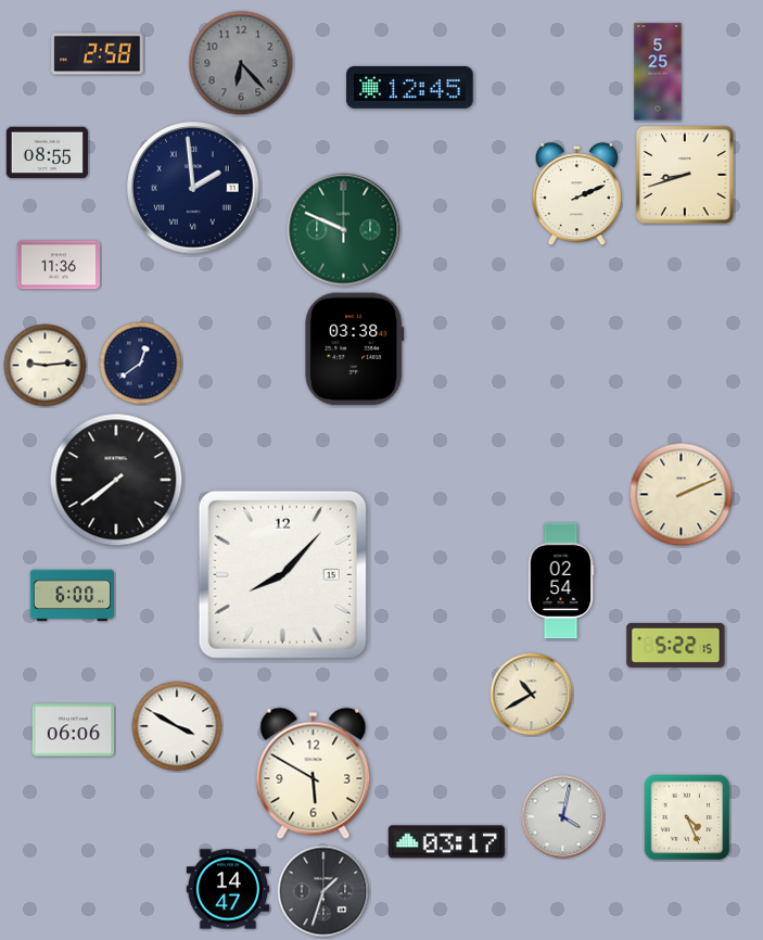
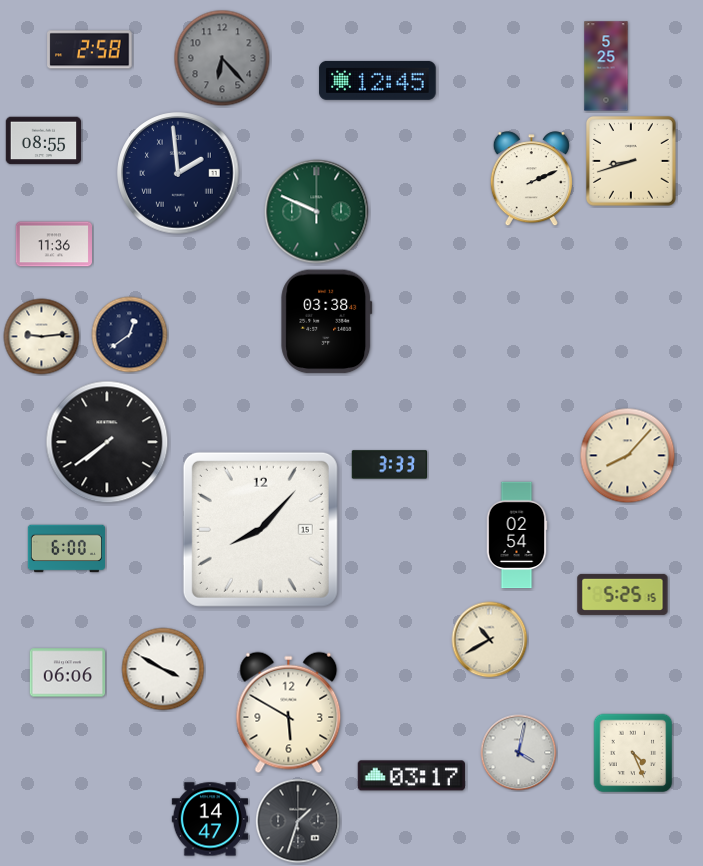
clock at (682, 495): 2:11 -> 8:07
clock at (390, 465): none -> 3:33
clock at (676, 645): 5:22 -> 5:25
